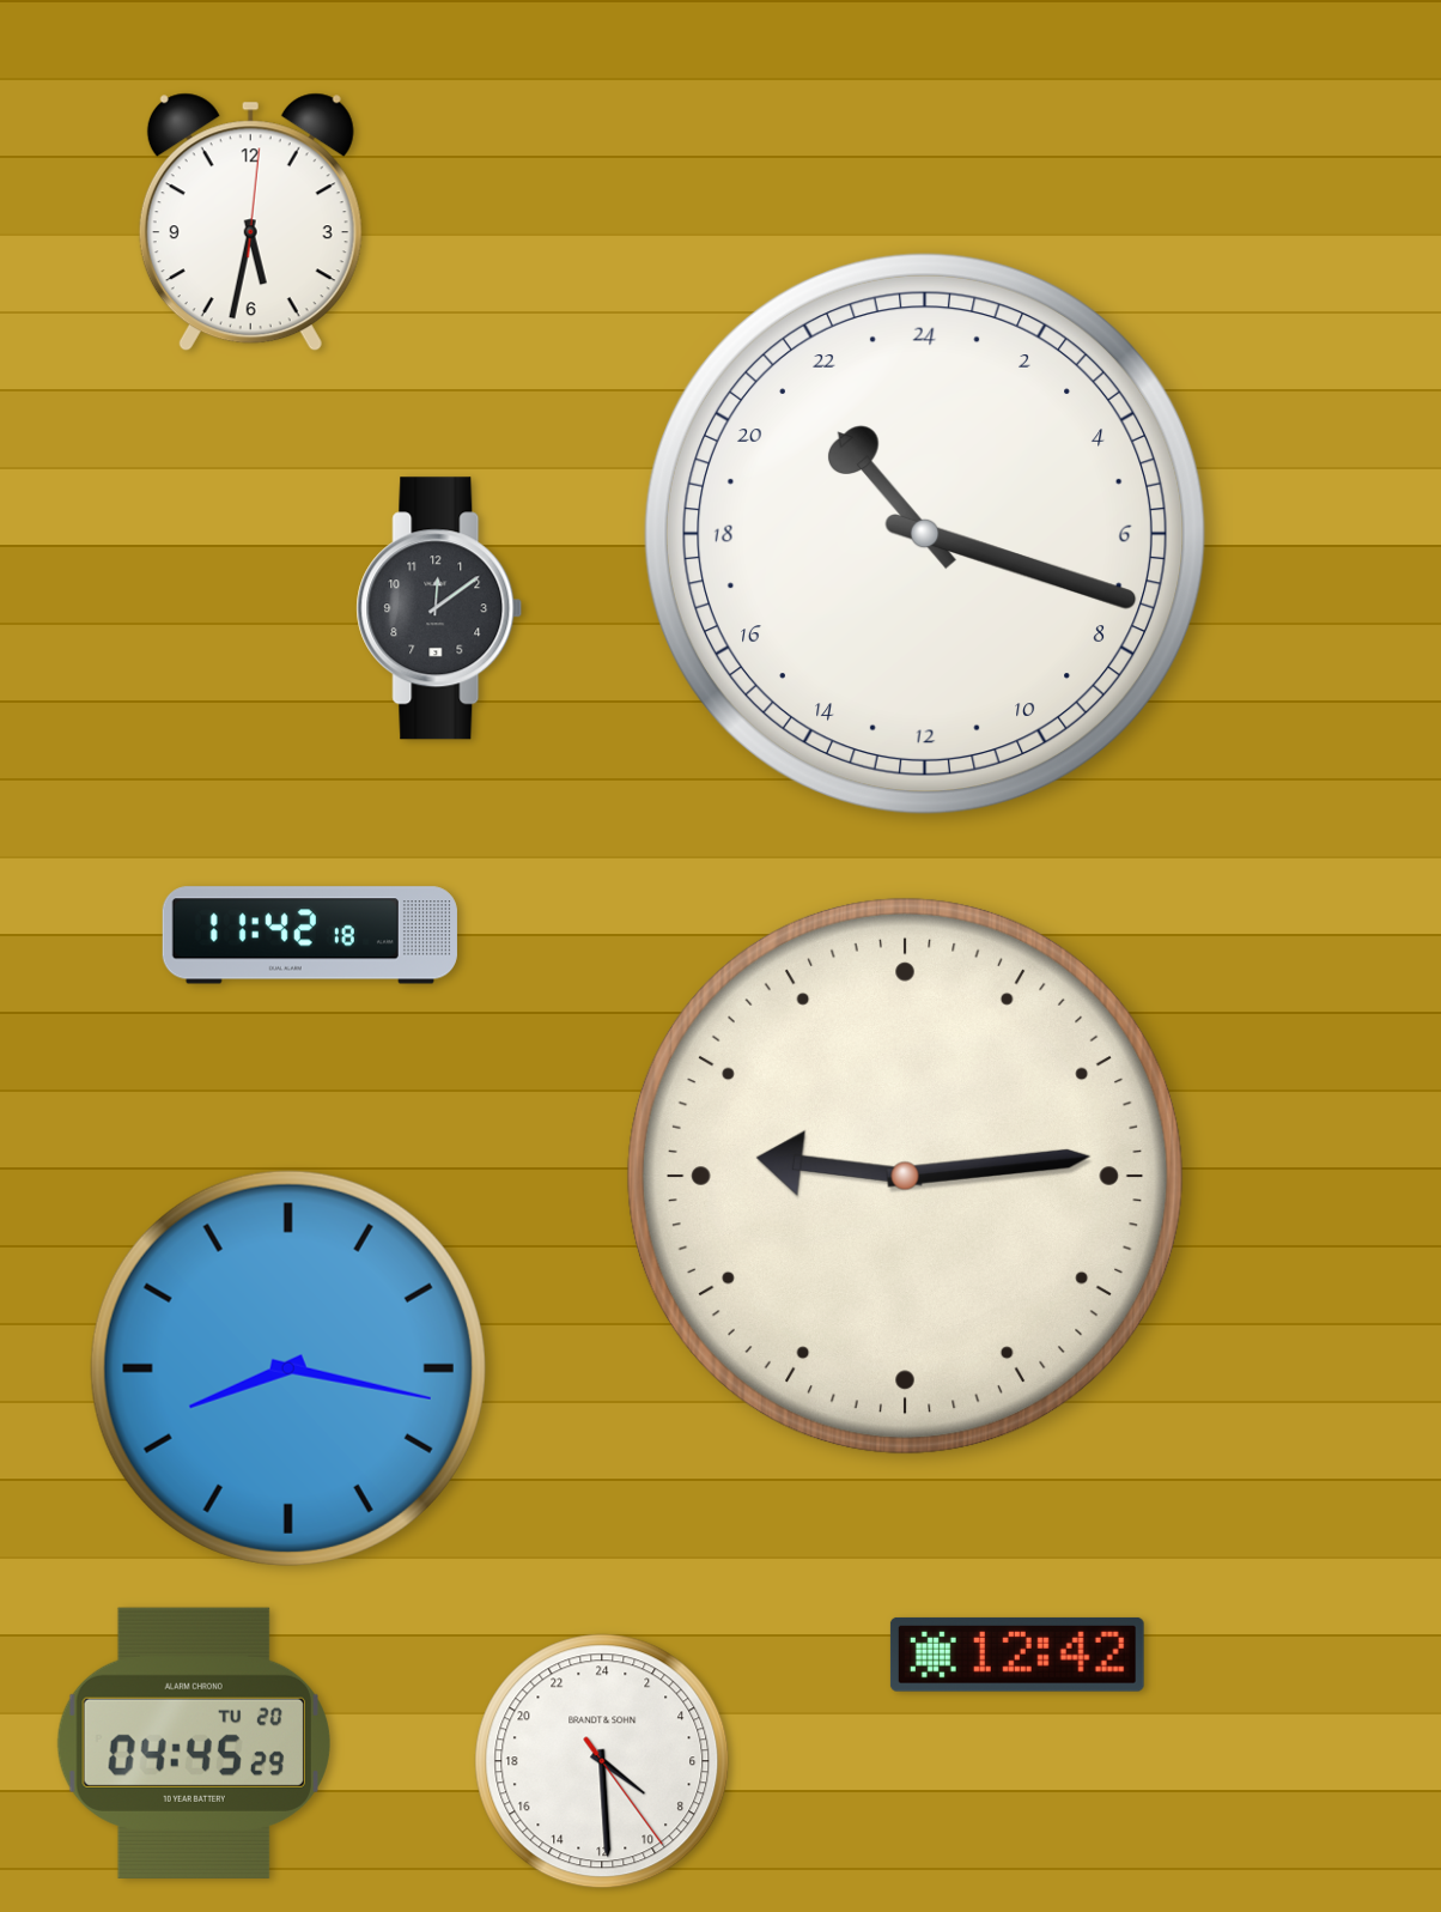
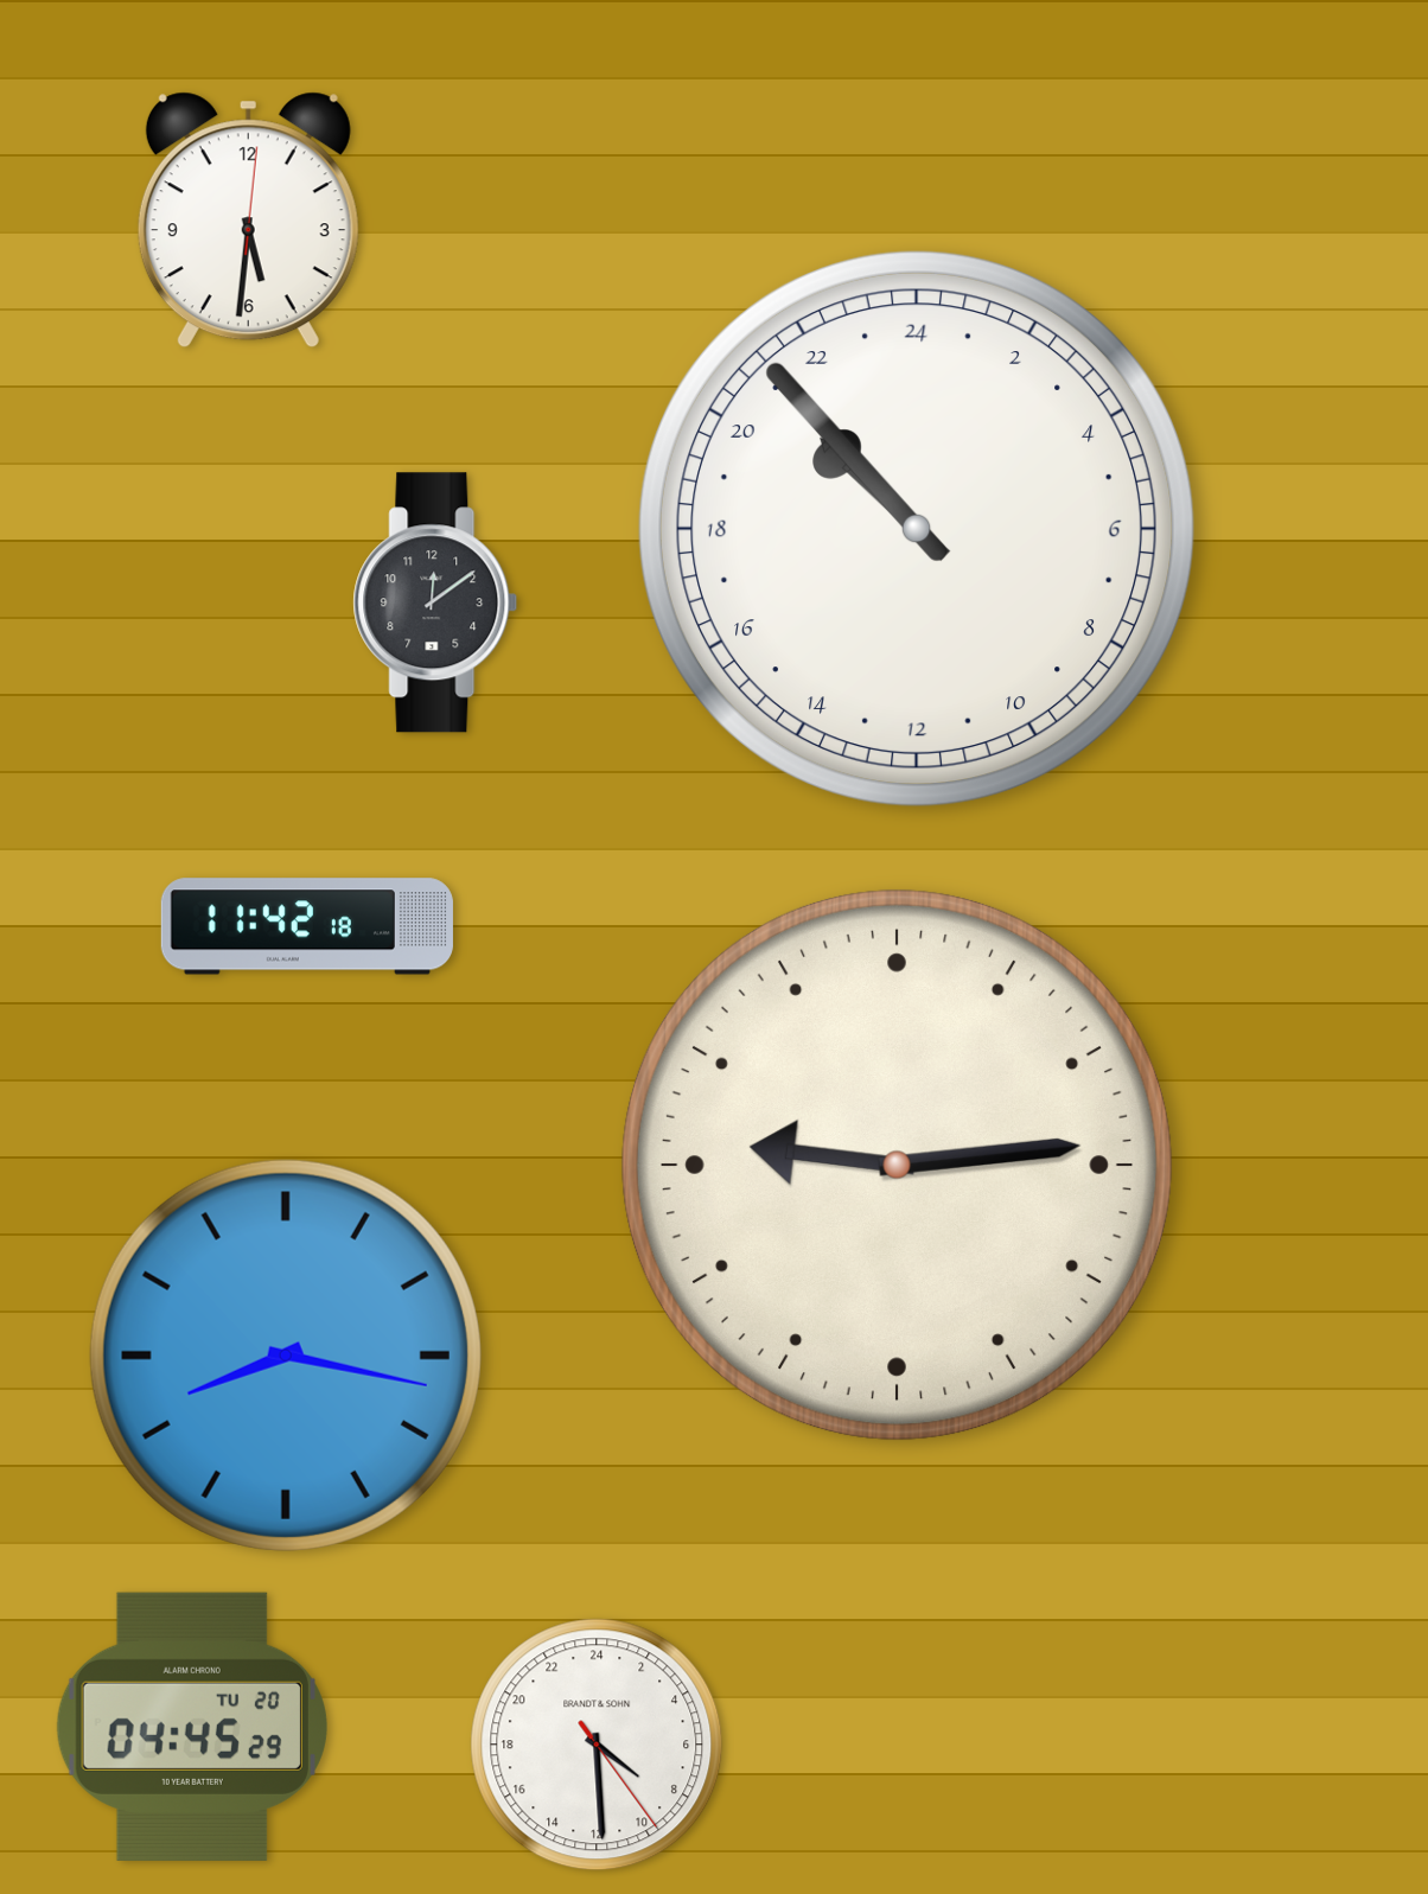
clock at (250, 223): 5:32 -> 5:31
clock at (925, 534): 21:18 -> 20:53
clock at (1017, 1655): 12:42 -> none
